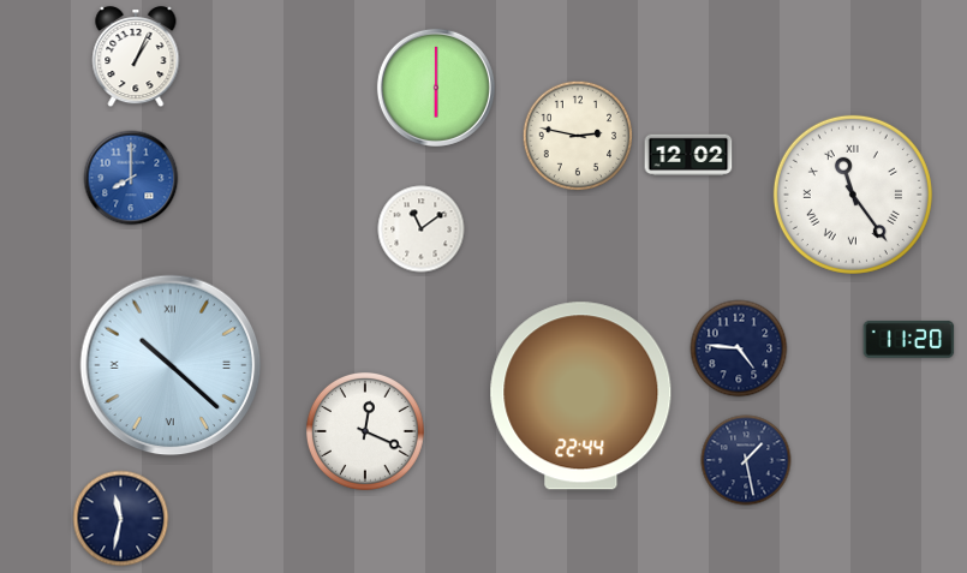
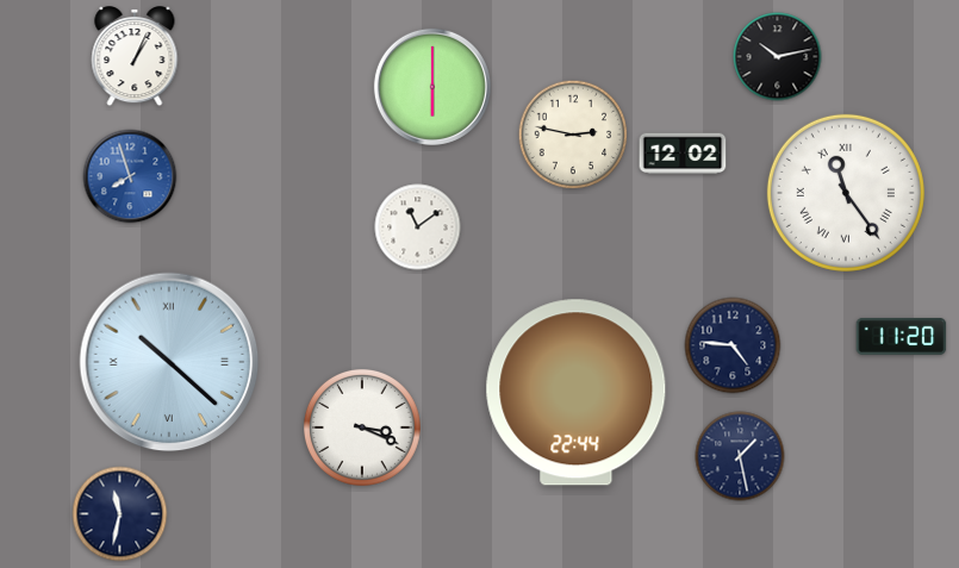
clock at (778, 57): none -> 10:13
clock at (131, 178): 8:00 -> 7:57
clock at (365, 431): 12:19 -> 3:19
